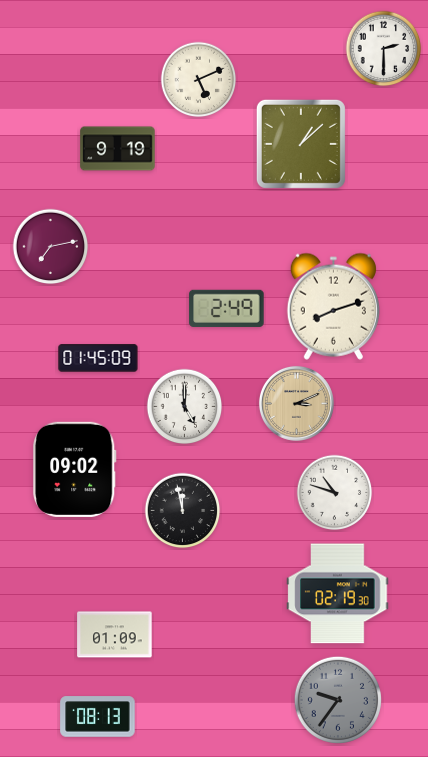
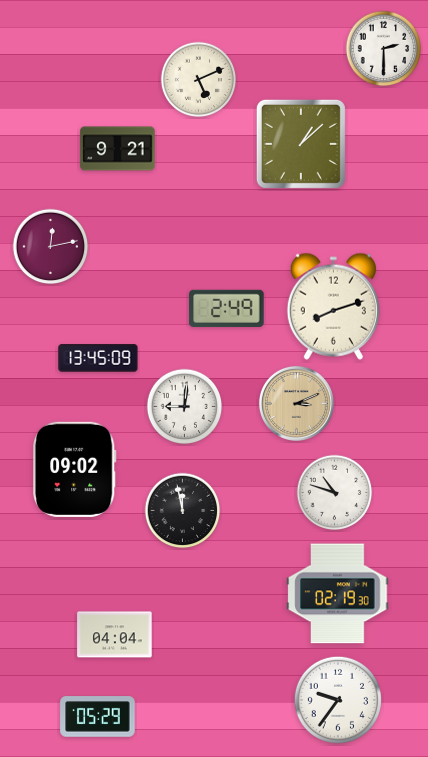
clock at (118, 149): 9:19 -> 9:21
clock at (51, 247): 7:13 -> 12:13
clock at (98, 358): 01:45 -> 13:45
clock at (185, 407): 5:00 -> 9:01
clock at (115, 635): 01:09 -> 04:04
clock at (338, 700) dial: grey -> white
clock at (98, 717): 08:13 -> 05:29
